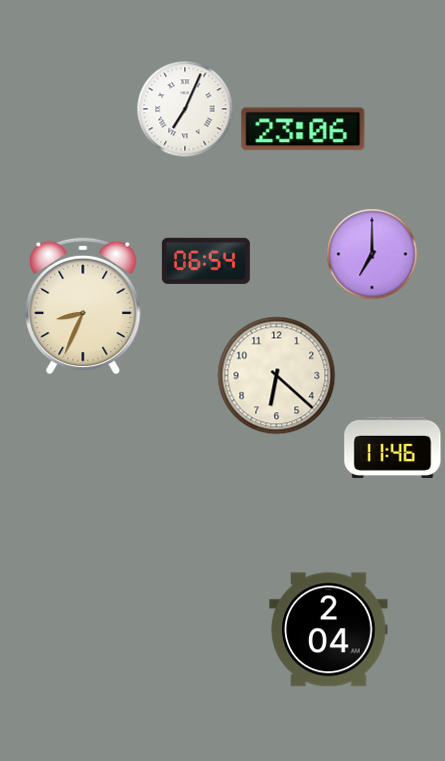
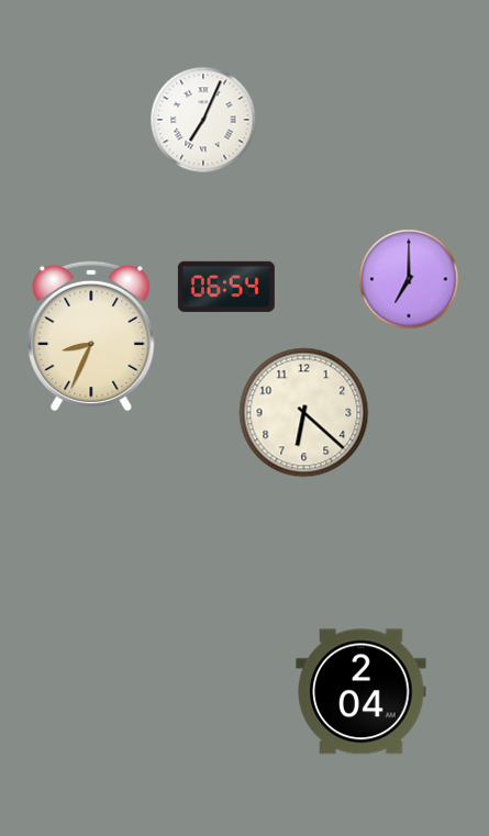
clock at (303, 129): 23:06 -> none
clock at (393, 447): 11:46 -> none
